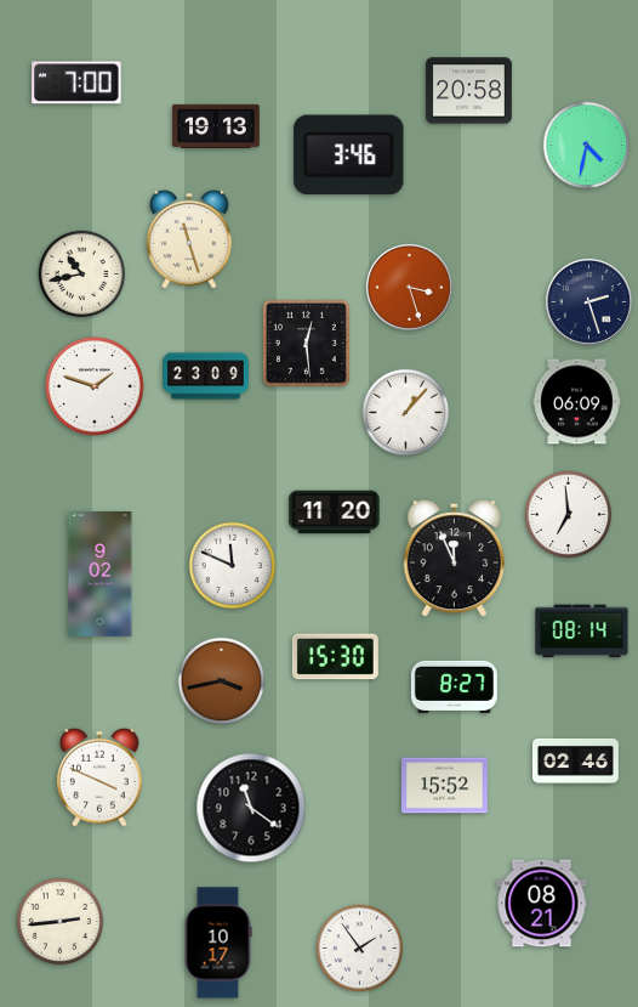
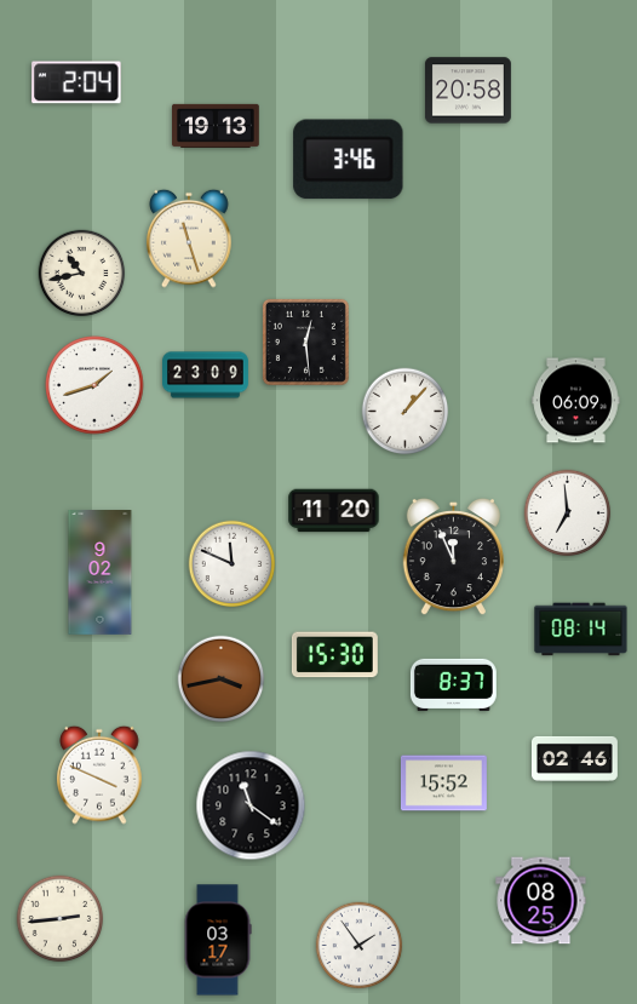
clock at (76, 83): 7:00 -> 2:04
clock at (587, 146): 4:32 -> none
clock at (349, 155) position: (349, 155) -> (349, 160)
clock at (409, 287): 3:27 -> none
clock at (588, 301): 2:27 -> none
clock at (95, 386): 1:48 -> 1:42
clock at (454, 686): 8:27 -> 8:37
clock at (542, 904): 08:21 -> 08:25
clock at (218, 943): 10:17 -> 03:17
